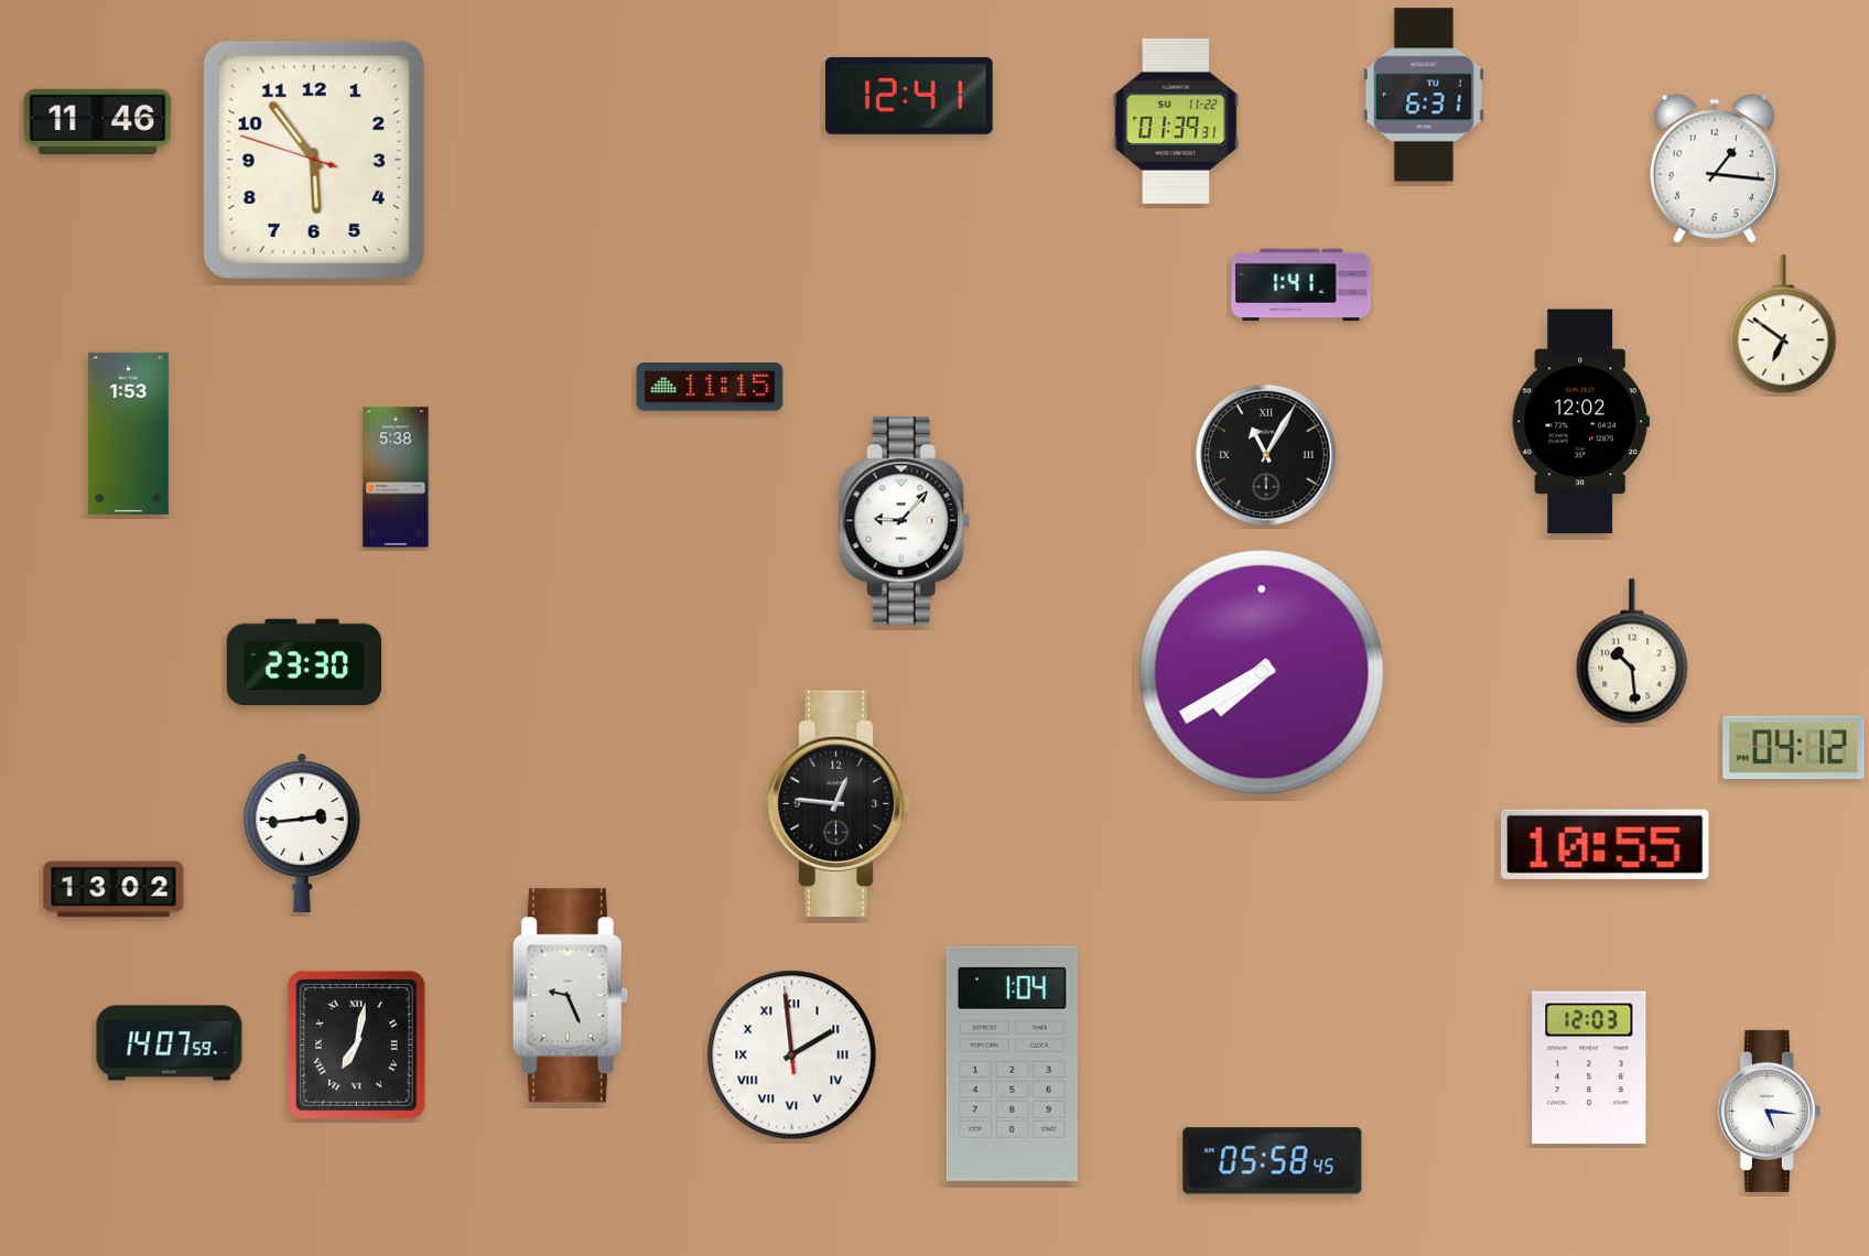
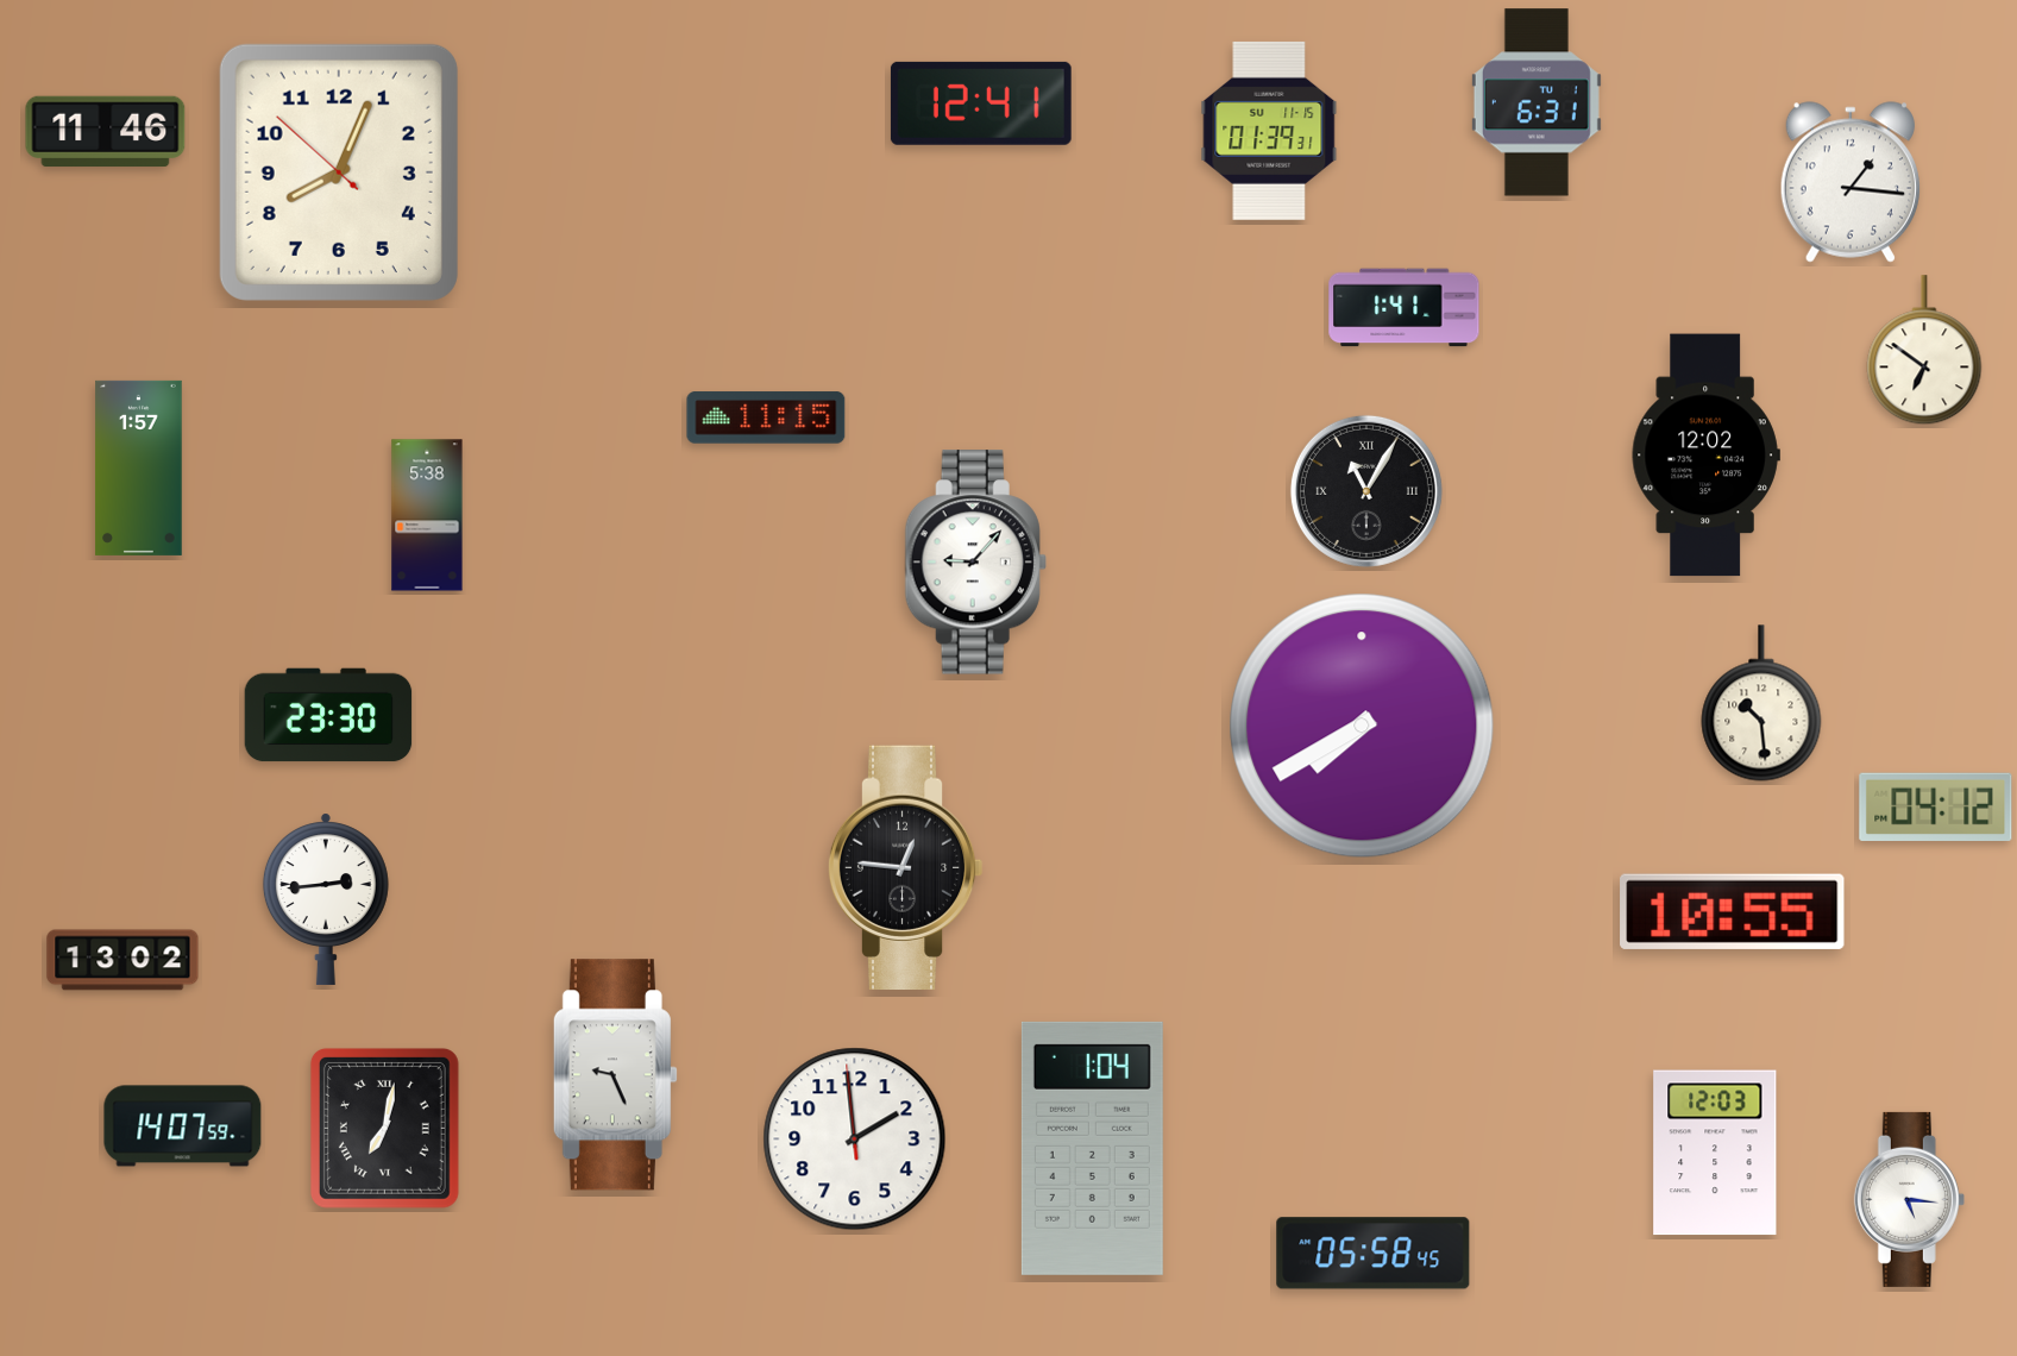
clock at (1176, 121) date: SU 11-22 -> SU 11-15
clock at (314, 160): 5:53 -> 8:03
clock at (129, 433): 1:53 -> 1:57
clock at (792, 1055) numerals: Roman -> Arabic
